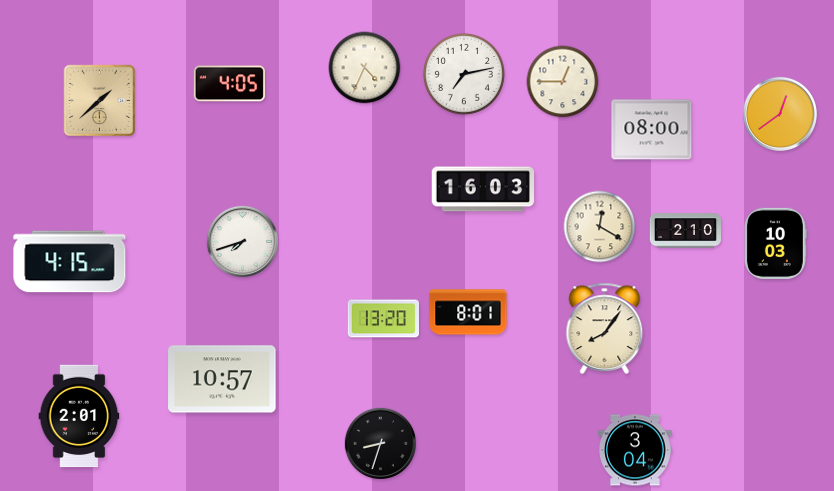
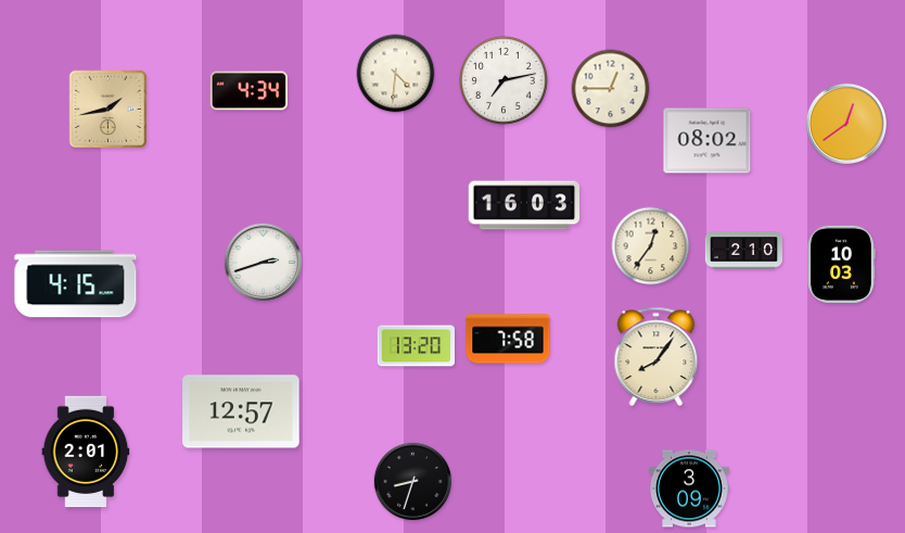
clock at (365, 68): 4:34 -> 4:31
clock at (229, 84): 4:05 -> 4:34
clock at (100, 101): 1:38 -> 1:43
clock at (652, 130): 08:00 -> 08:02
clock at (600, 227): 12:20 -> 12:36
clock at (242, 241): 7:42 -> 2:42
clock at (468, 312): 8:01 -> 7:58
clock at (222, 379): 10:57 -> 12:57
clock at (636, 450): 3:04 -> 3:09
